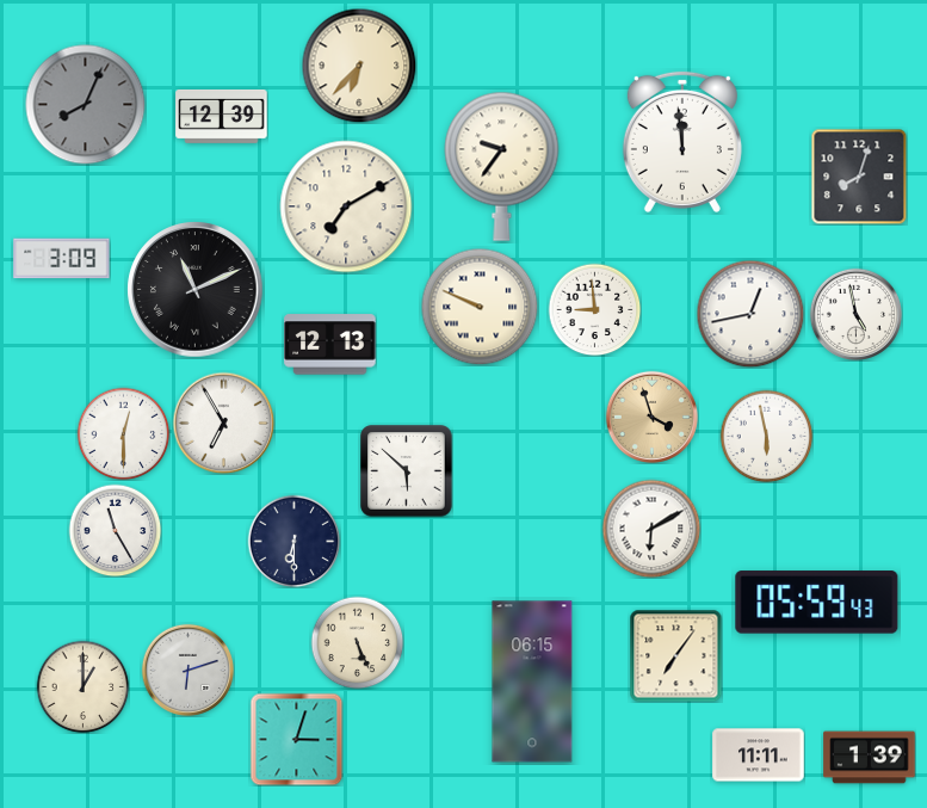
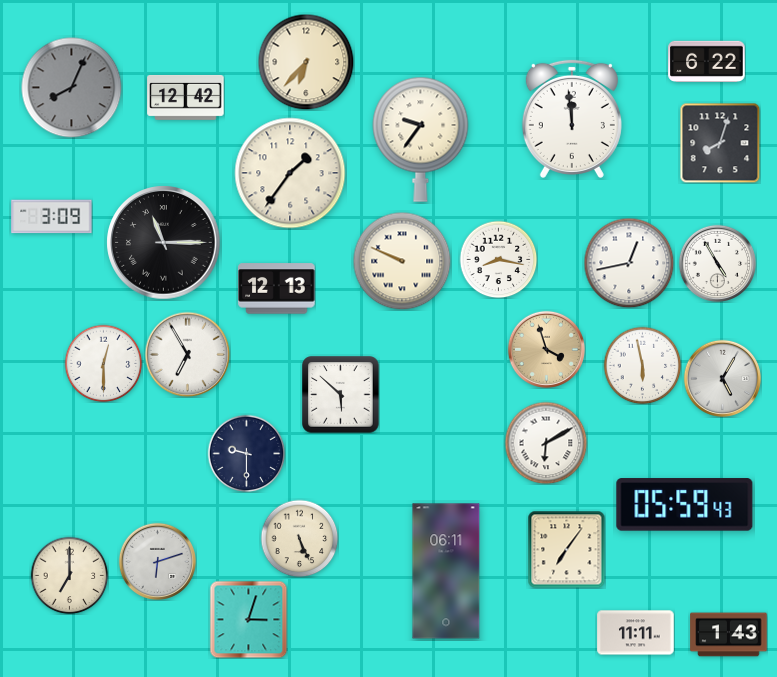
clock at (359, 66) position: (359, 66) -> (306, 62)
clock at (707, 61): none -> 6:22
clock at (222, 116): 12:39 -> 12:42
clock at (859, 177) position: (859, 177) -> (720, 143)
clock at (346, 206): 7:10 -> 1:36
clock at (196, 290): 11:11 -> 11:15
clock at (480, 307) position: (480, 307) -> (402, 261)
clock at (594, 309): 8:59 -> 8:17
clock at (855, 314): 4:58 -> 4:55
clock at (722, 378): none -> 5:05
clock at (115, 530): 11:25 -> none
clock at (293, 541): 6:30 -> 9:30
clock at (532, 681): 06:15 -> 06:11
clock at (82, 686): 1:00 -> 7:00
clock at (870, 758): 1:39 -> 1:43
